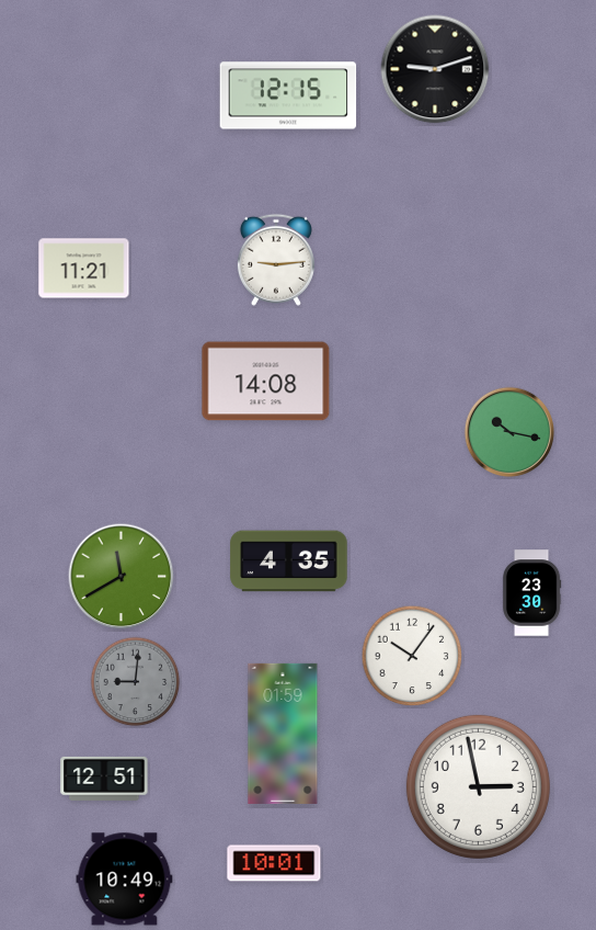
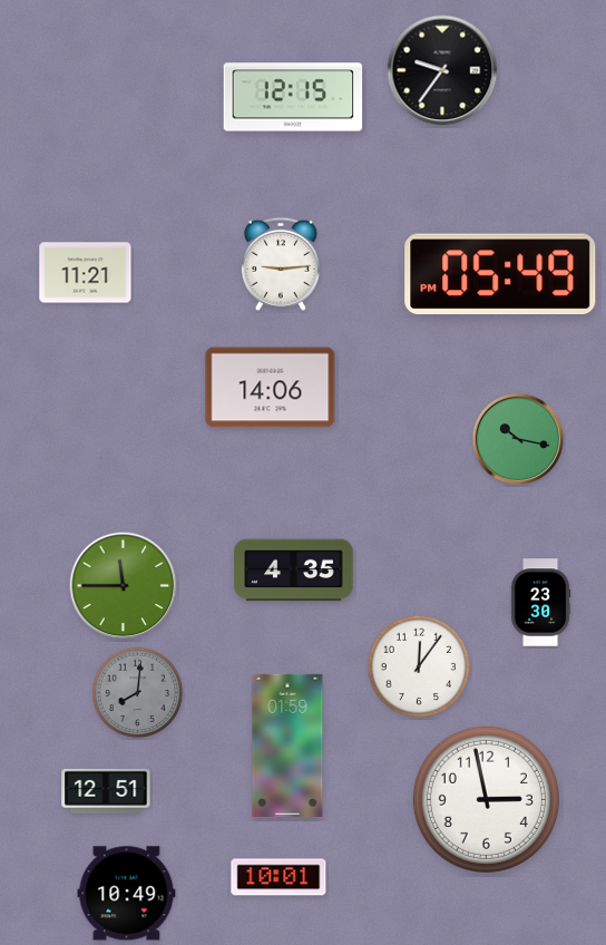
clock at (435, 69): 9:12 -> 9:36
clock at (500, 273): none -> 05:49
clock at (266, 382): 14:08 -> 14:06
clock at (122, 577): 11:40 -> 11:45
clock at (412, 656): 10:06 -> 12:06
clock at (136, 682): 9:01 -> 8:01
